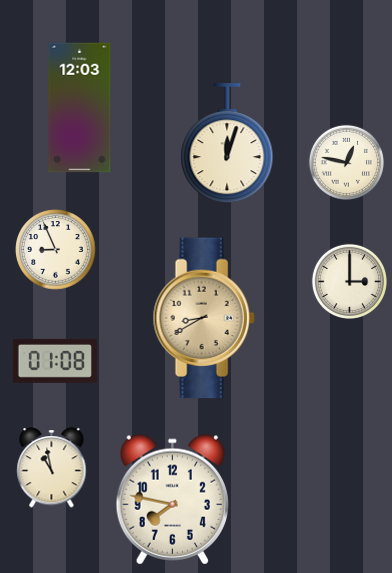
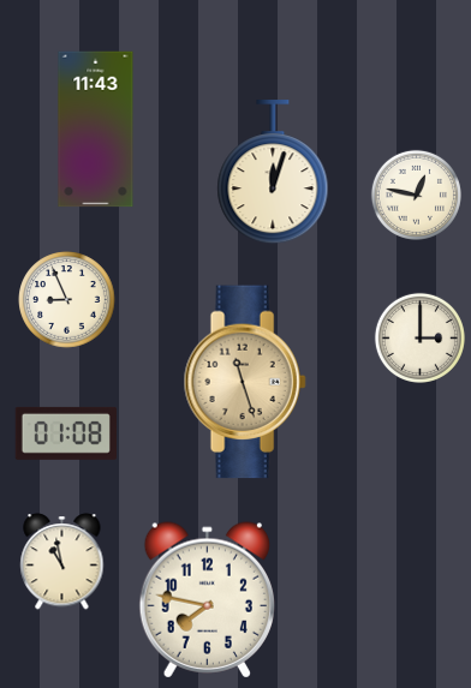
clock at (80, 108): 12:03 -> 11:43
clock at (204, 318): 8:40 -> 11:27
